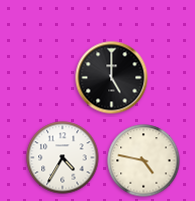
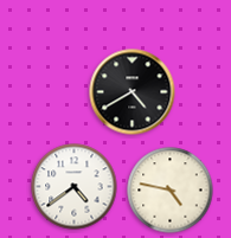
clock at (112, 78): 5:00 -> 4:40
clock at (63, 158): 4:35 -> 4:39
